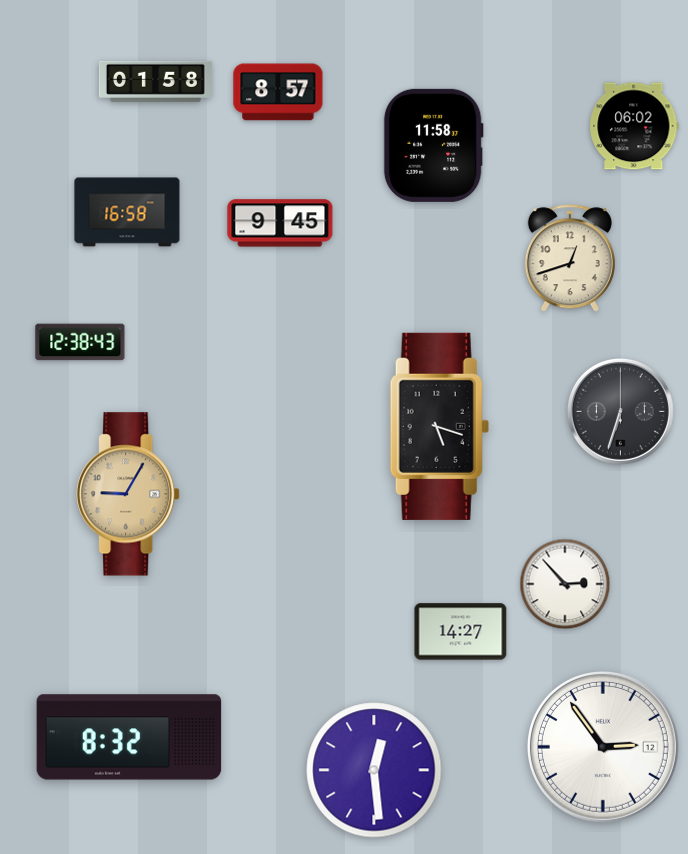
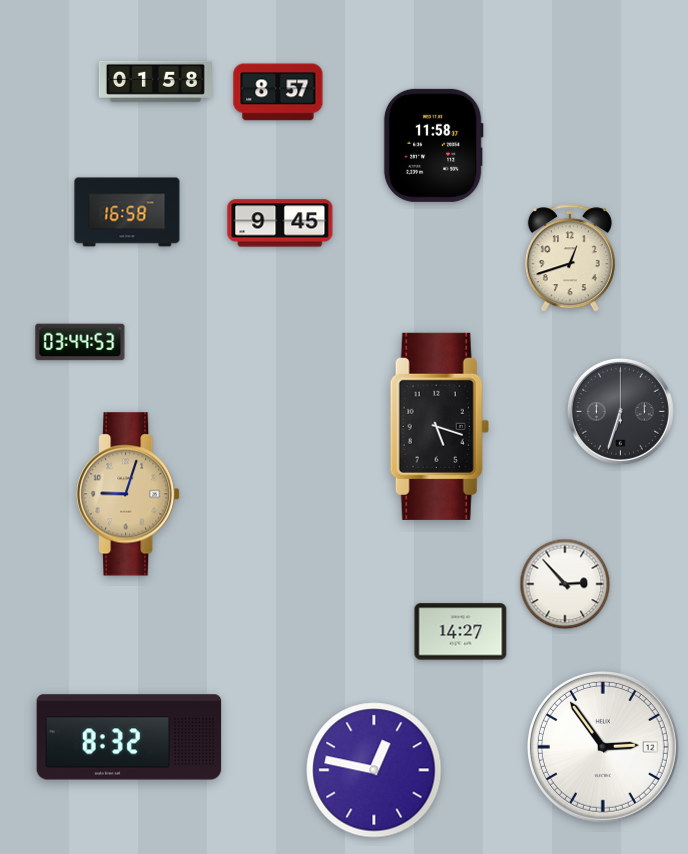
clock at (634, 126): 06:02 -> none
clock at (80, 342): 12:38 -> 03:44
clock at (129, 494): 9:05 -> 9:03
clock at (374, 770): 12:29 -> 12:47
